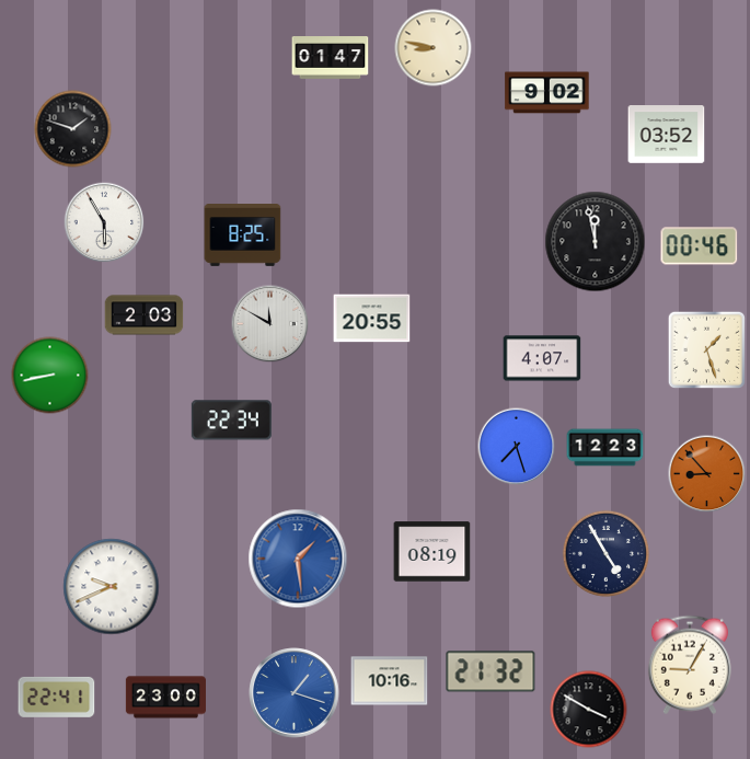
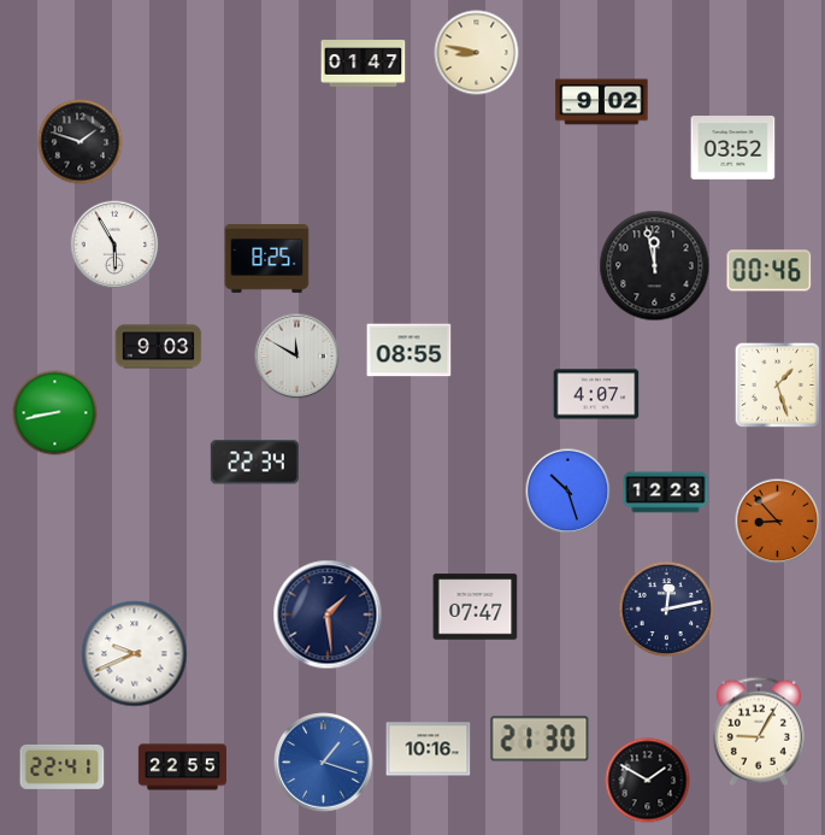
clock at (145, 315): 2:03 -> 9:03
clock at (372, 319): 20:55 -> 08:55
clock at (517, 447): 7:27 -> 10:27
clock at (432, 552): 08:19 -> 07:47
clock at (605, 553): 4:55 -> 12:13
clock at (298, 559) dial: blue -> navy
clock at (112, 587) position: (112, 587) -> (135, 654)
clock at (491, 671): 21:32 -> 21:30
clock at (165, 698): 23:00 -> 22:55
clock at (589, 710): 3:50 -> 1:50
